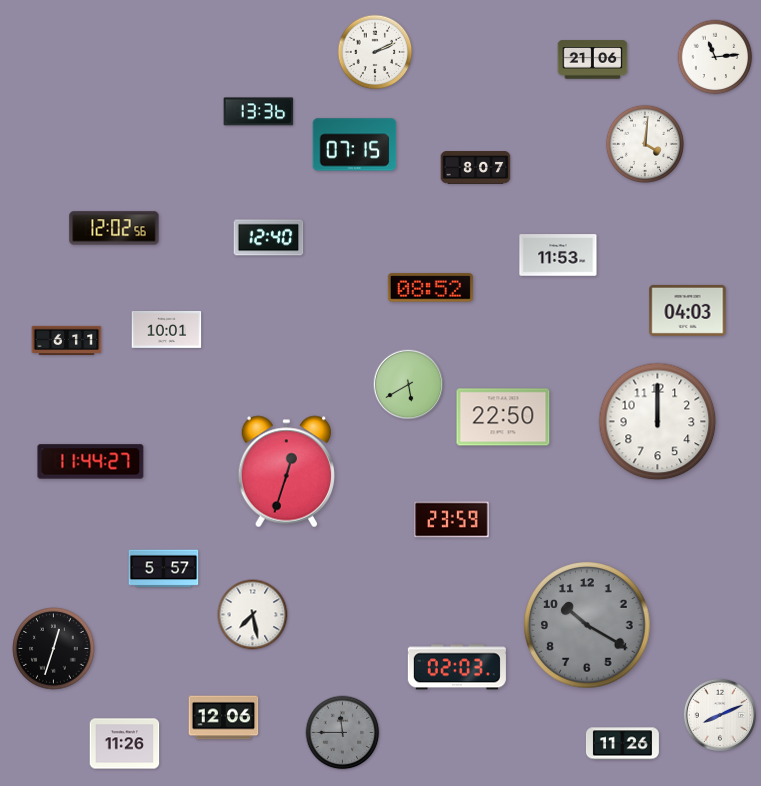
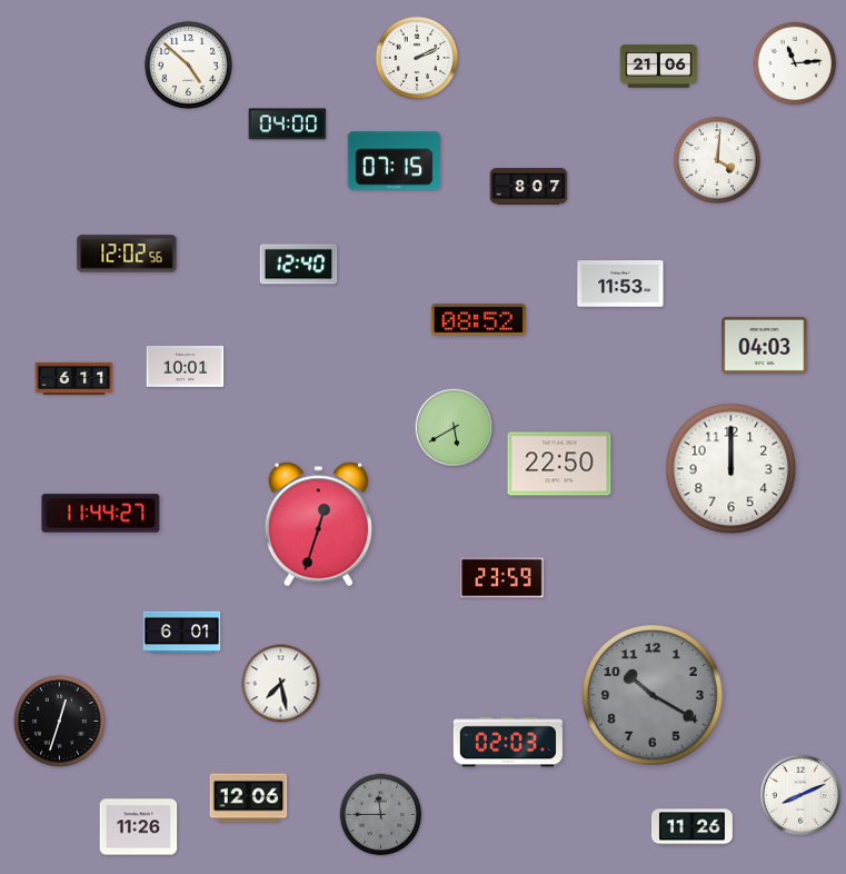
clock at (188, 64): none -> 4:52
clock at (259, 112): 13:36 -> 04:00
clock at (164, 569): 5:57 -> 6:01
